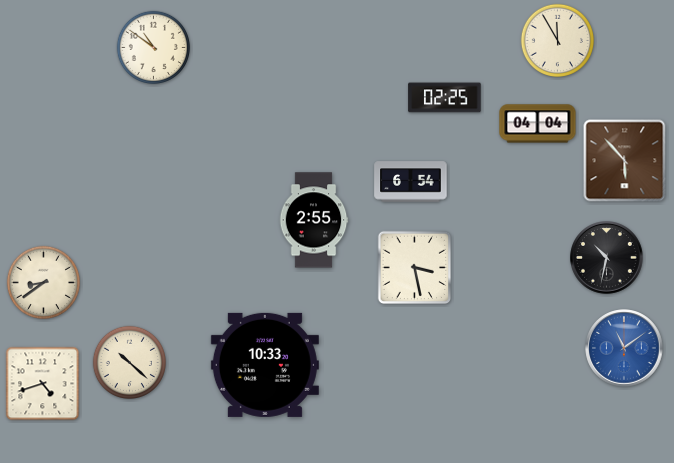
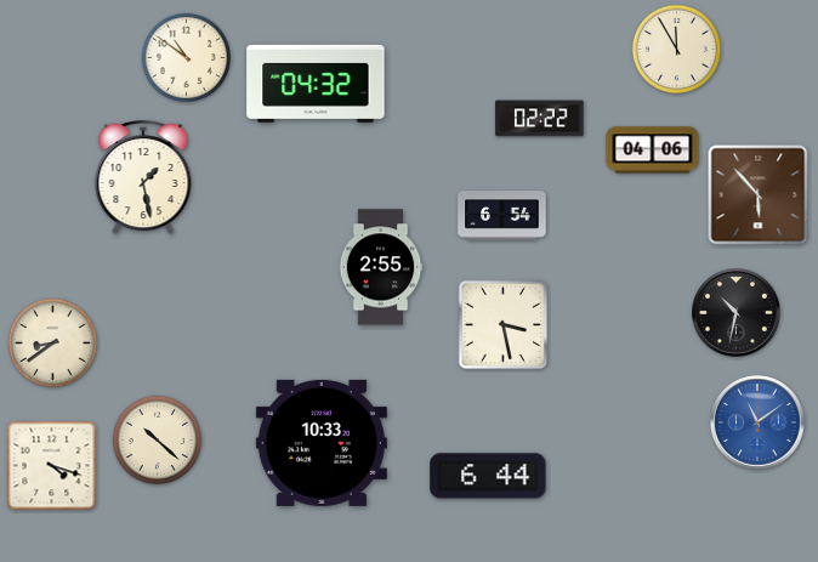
clock at (316, 84): none -> 04:32
clock at (445, 98): 02:25 -> 02:22
clock at (538, 124): 04:04 -> 04:06
clock at (143, 178): none -> 1:28
clock at (411, 182) position: (411, 182) -> (502, 216)
clock at (43, 384): 4:42 -> 4:18
clock at (488, 476): none -> 6:44
